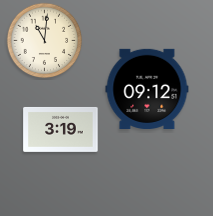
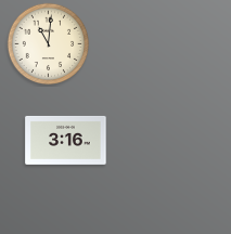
clock at (147, 88): 09:12 -> none
clock at (61, 129): 3:19 -> 3:16
